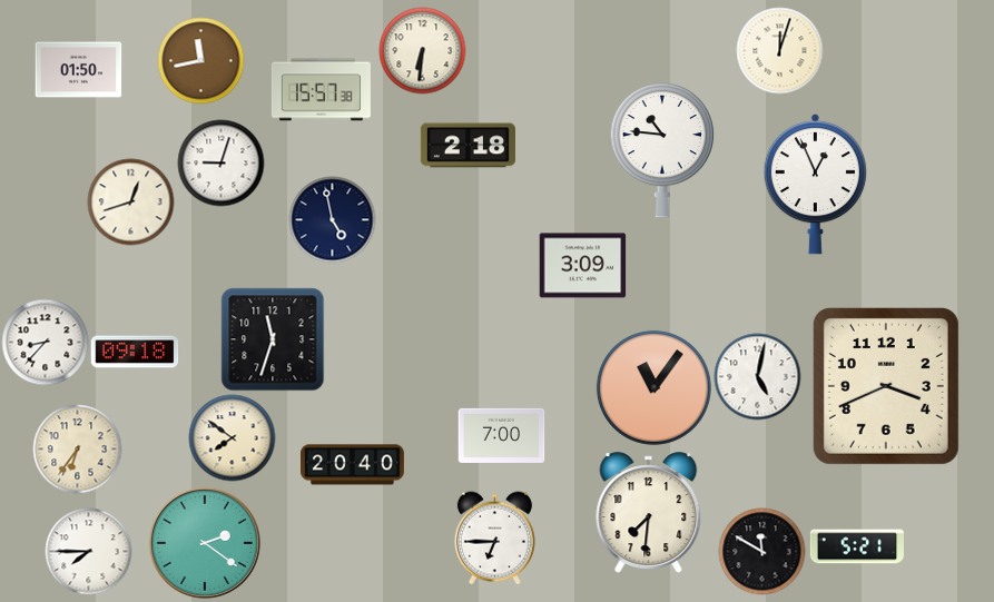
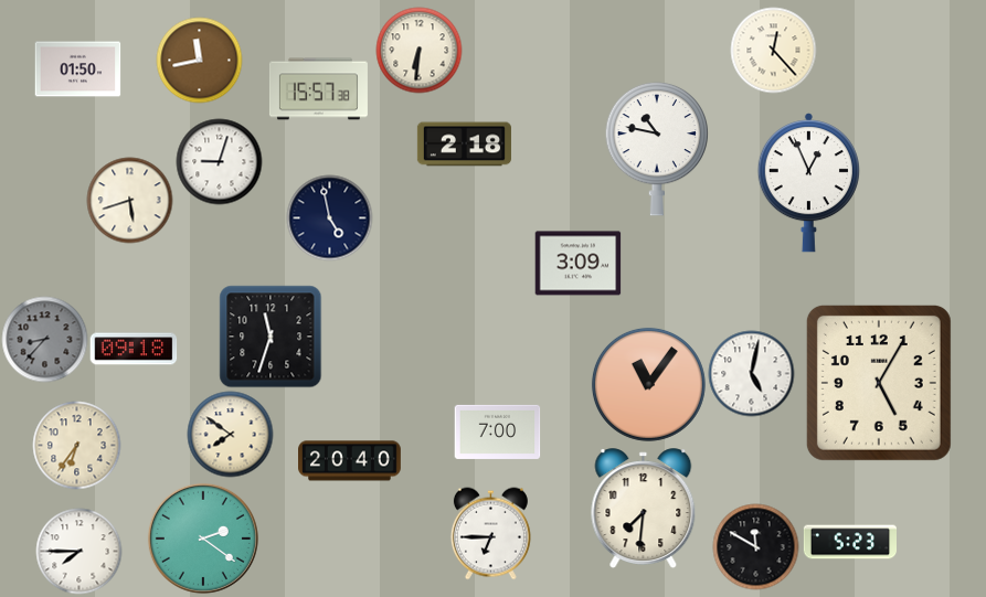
clock at (779, 50): 12:03 -> 12:23
clock at (662, 150): 10:46 -> 10:47
clock at (130, 201): 12:42 -> 5:42
clock at (45, 342) dial: white -> grey
clock at (886, 386): 3:41 -> 5:05
clock at (856, 546): 5:21 -> 5:23
clock at (88, 551) position: (88, 551) -> (78, 551)
